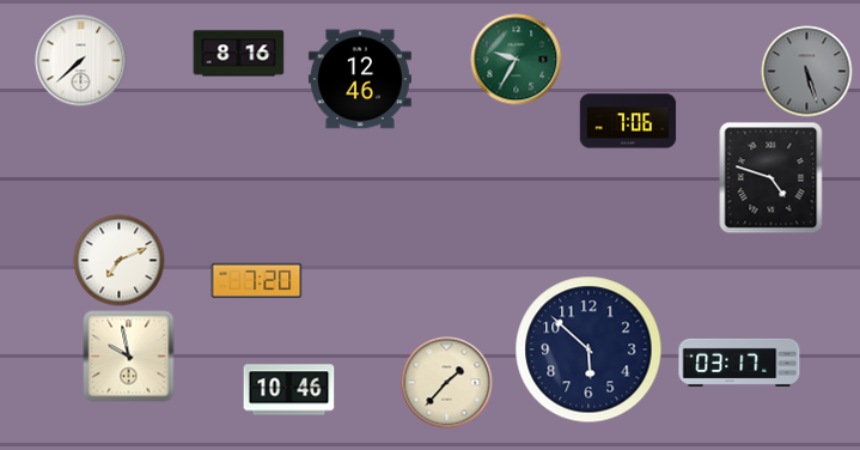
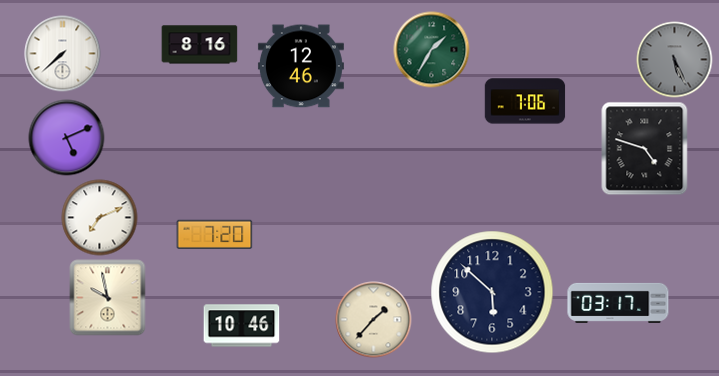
clock at (517, 60): 9:35 -> 1:35
clock at (81, 61) position: (81, 61) -> (63, 54)
clock at (807, 72): 5:27 -> 5:26
clock at (67, 138): none -> 5:11
